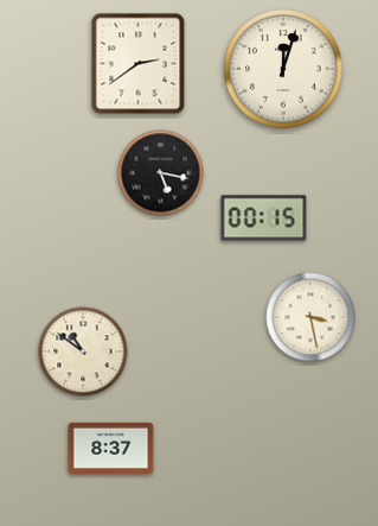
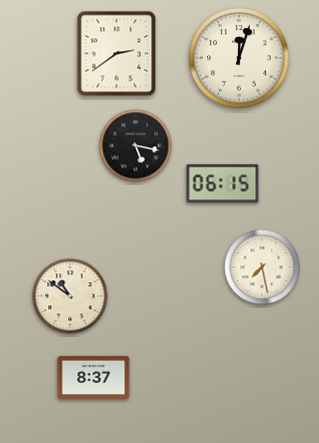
clock at (264, 218): 00:15 -> 06:15
clock at (310, 317): 3:28 -> 7:28
